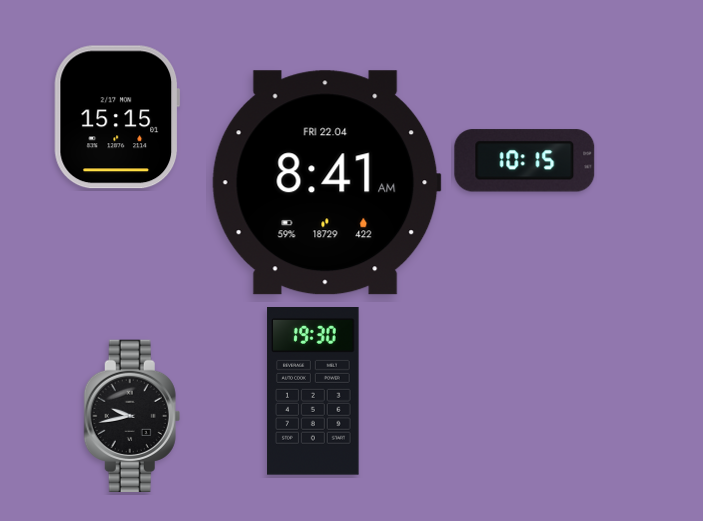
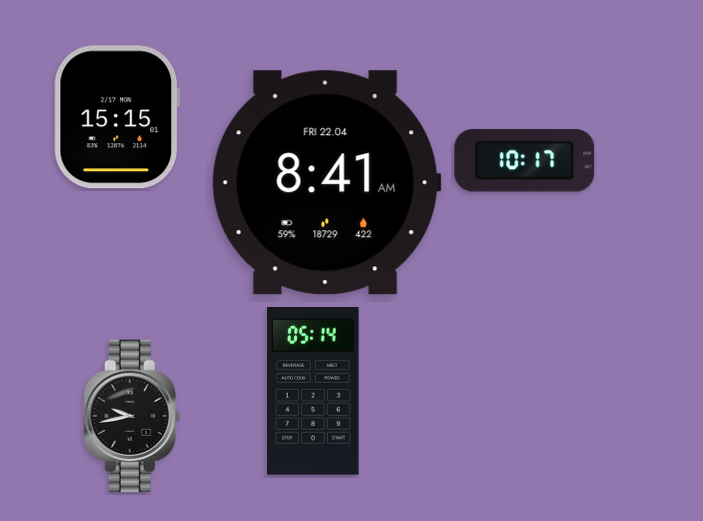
clock at (525, 161): 10:15 -> 10:17
clock at (313, 392): 19:30 -> 05:14
